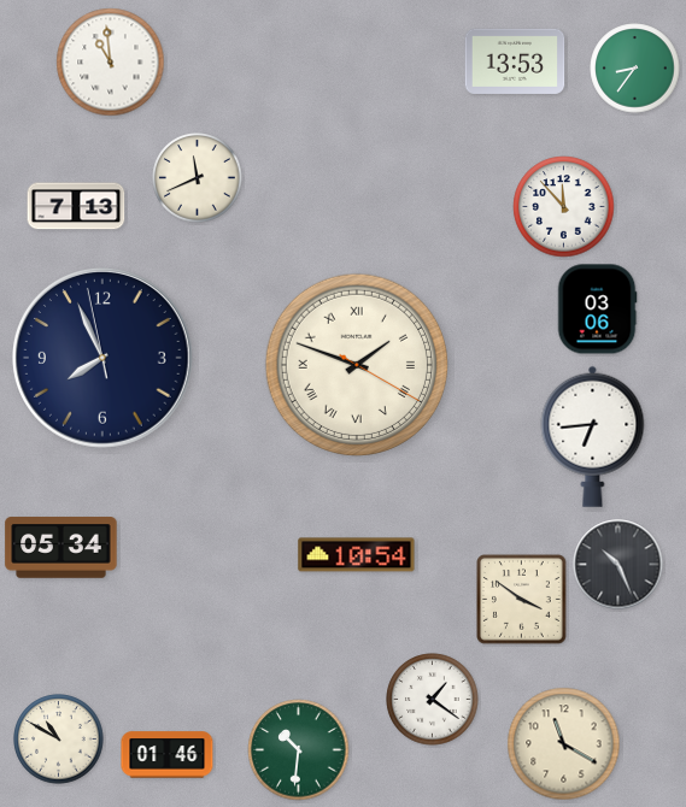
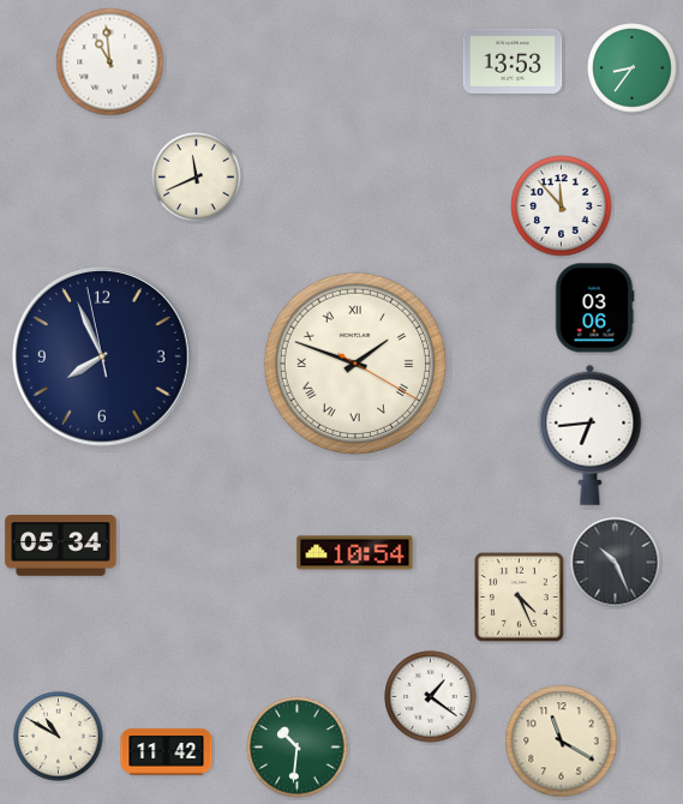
clock at (76, 206): 7:13 -> none
clock at (522, 600): 3:51 -> 4:26
clock at (168, 755): 01:46 -> 11:42
